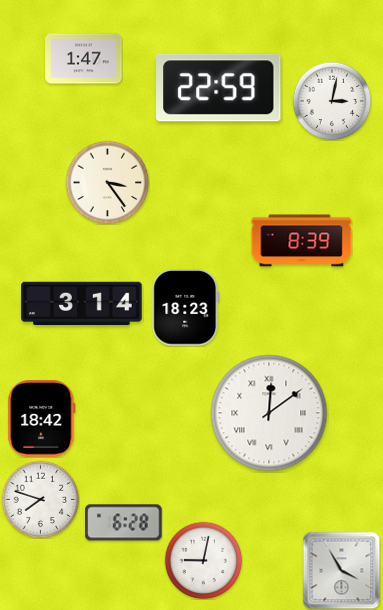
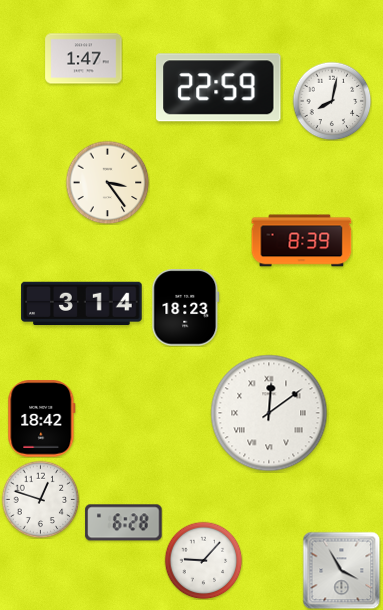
clock at (332, 101): 3:02 -> 8:02
clock at (40, 499): 7:48 -> 12:48
clock at (203, 560): 9:02 -> 9:07
